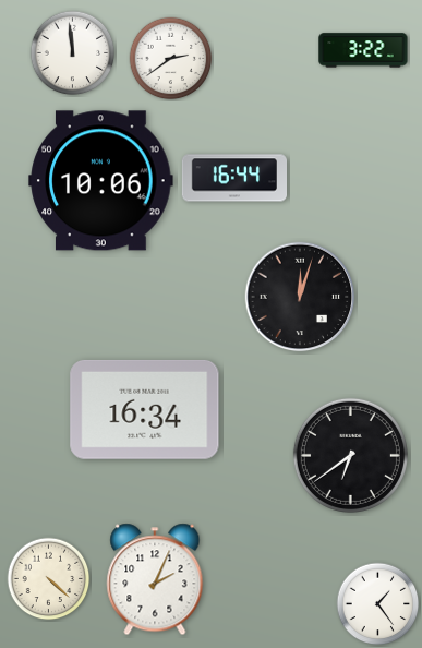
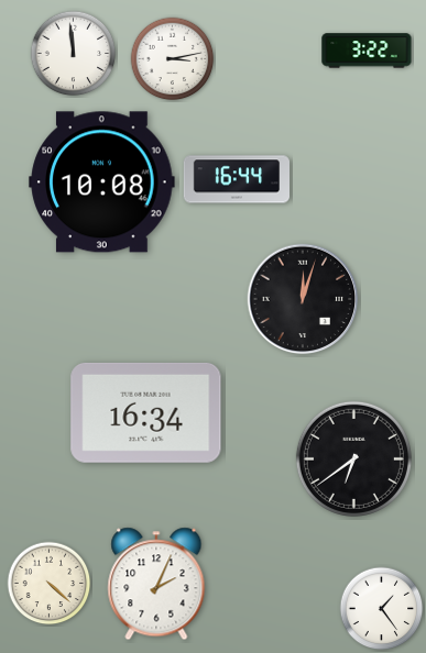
clock at (171, 59): 2:39 -> 3:13
clock at (101, 181): 10:06 -> 10:08
